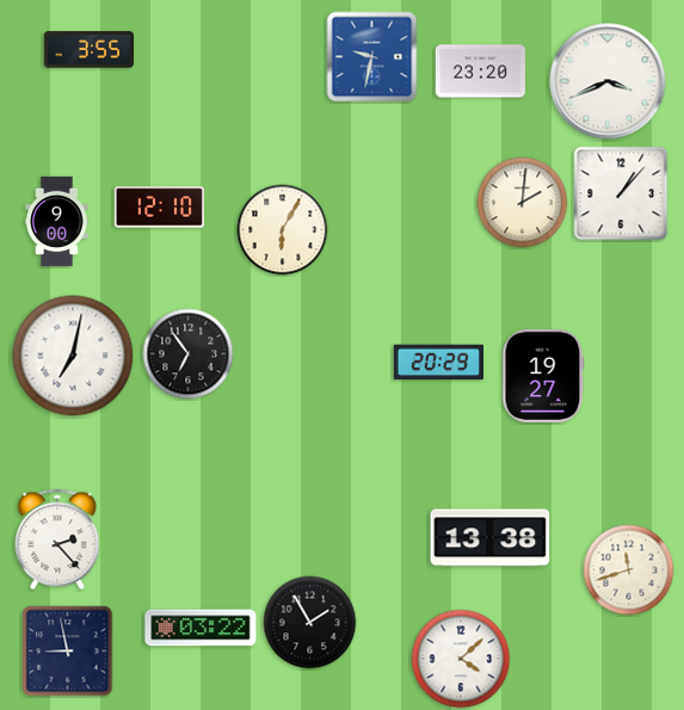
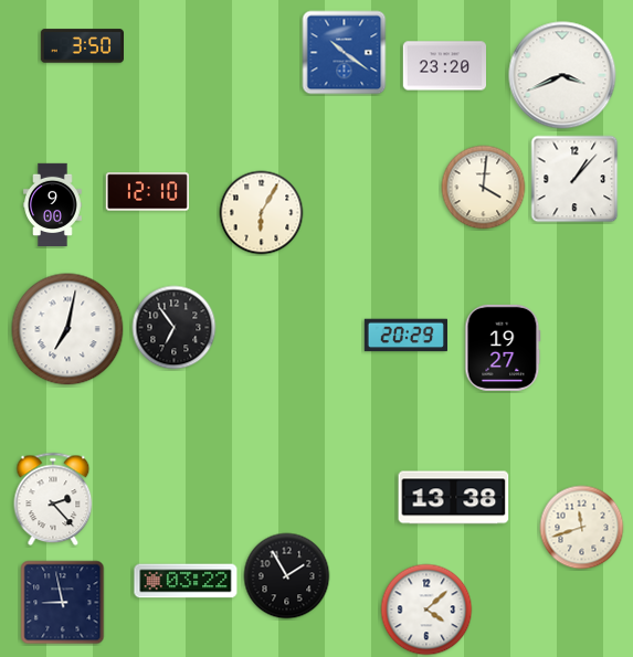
clock at (88, 50): 3:55 -> 3:50
clock at (372, 57): 9:32 -> 10:21
clock at (523, 203): 2:01 -> 4:01
